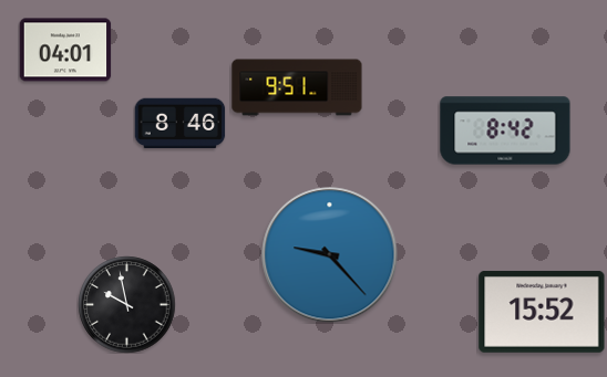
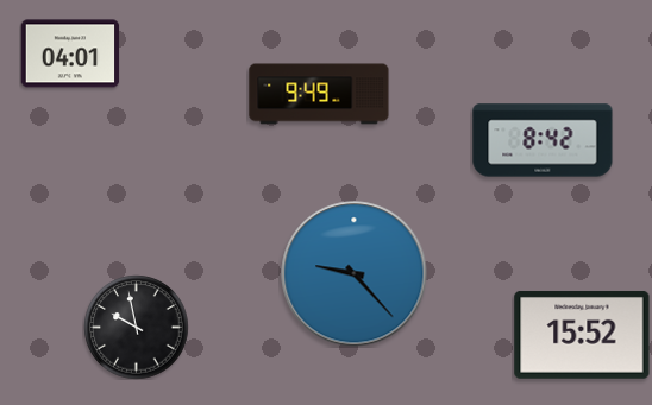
clock at (297, 87): 9:51 -> 9:49
clock at (179, 124): 8:46 -> none
